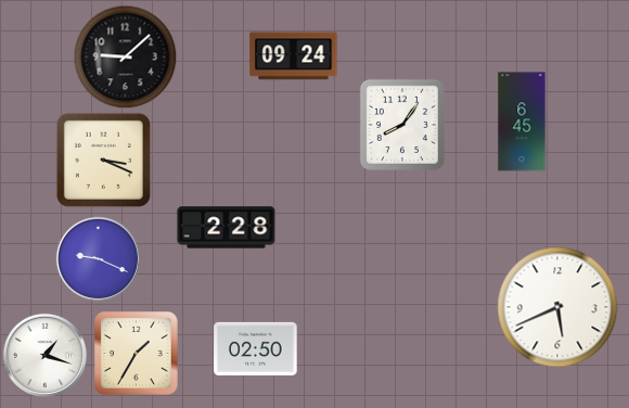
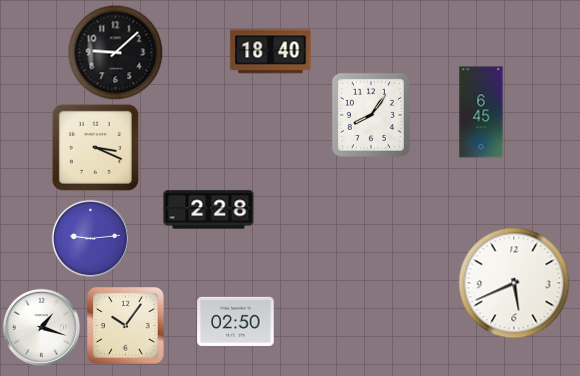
clock at (294, 56): 09:24 -> 18:40
clock at (98, 258): 9:19 -> 9:14
clock at (137, 354): 1:35 -> 10:06
